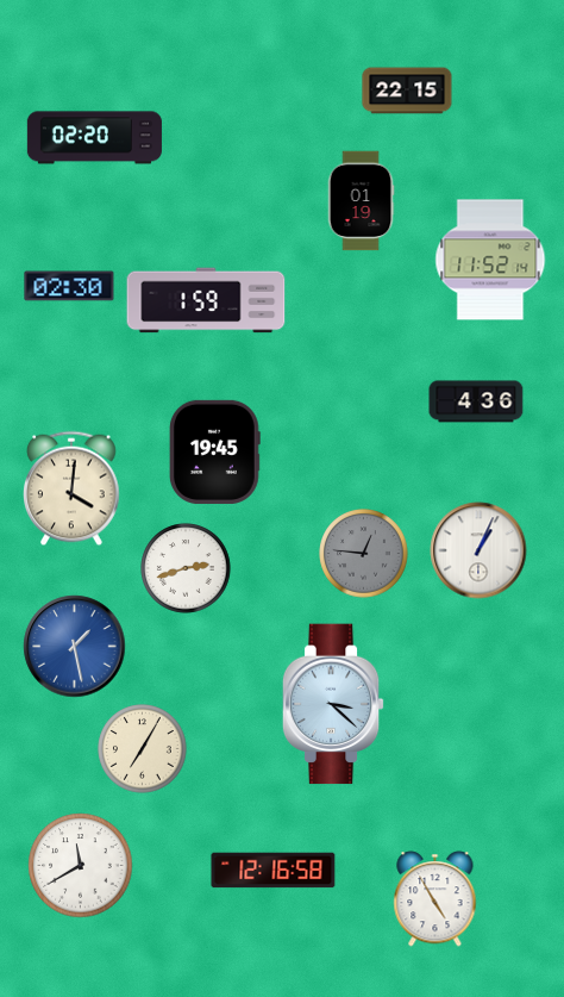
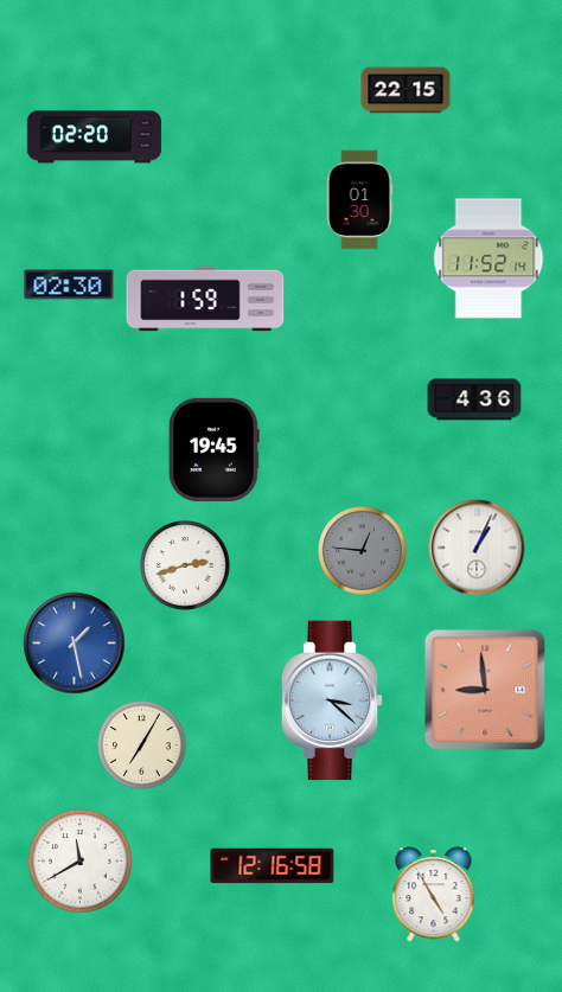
clock at (361, 201): 01:19 -> 01:30
clock at (71, 488): 4:01 -> none
clock at (485, 690): none -> 8:59
